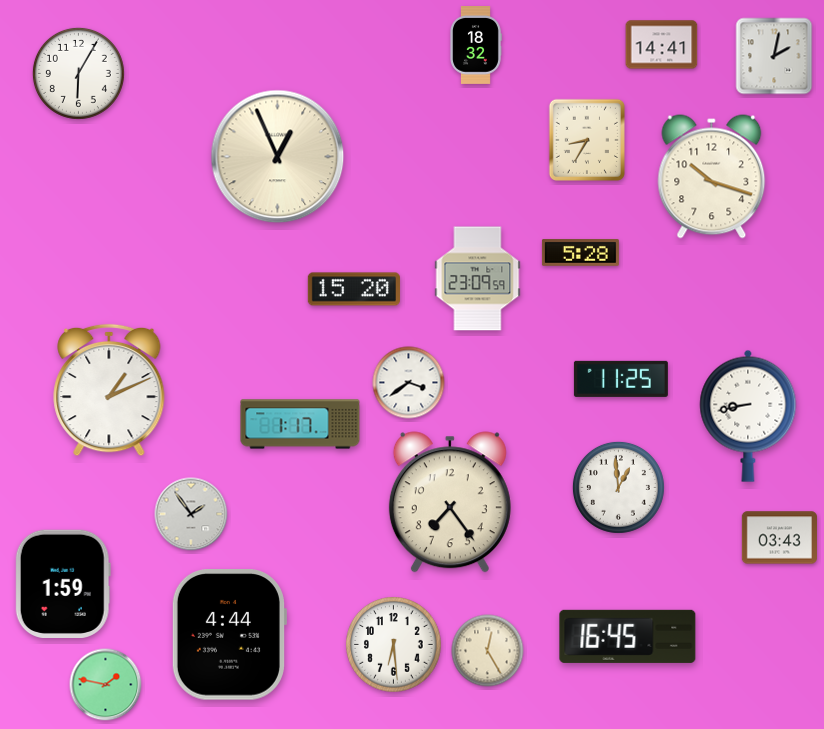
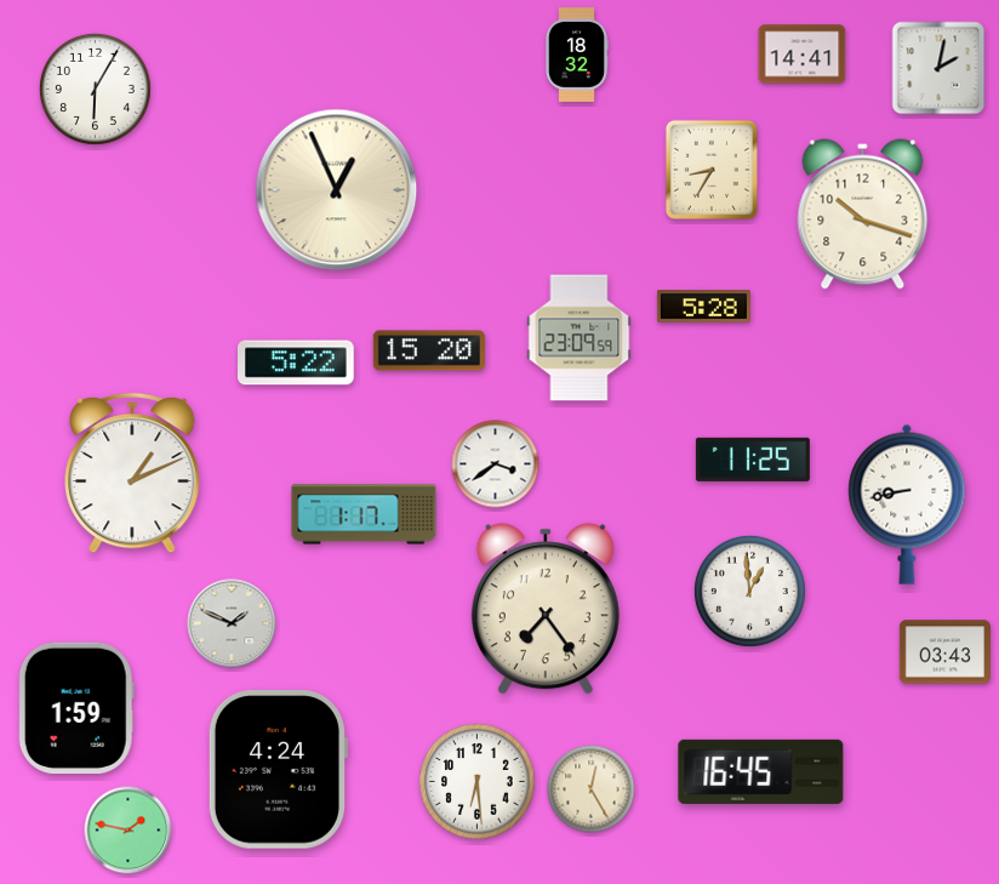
clock at (297, 363): none -> 5:22
clock at (191, 514): 1:54 -> 1:49
clock at (229, 635): 4:44 -> 4:24
